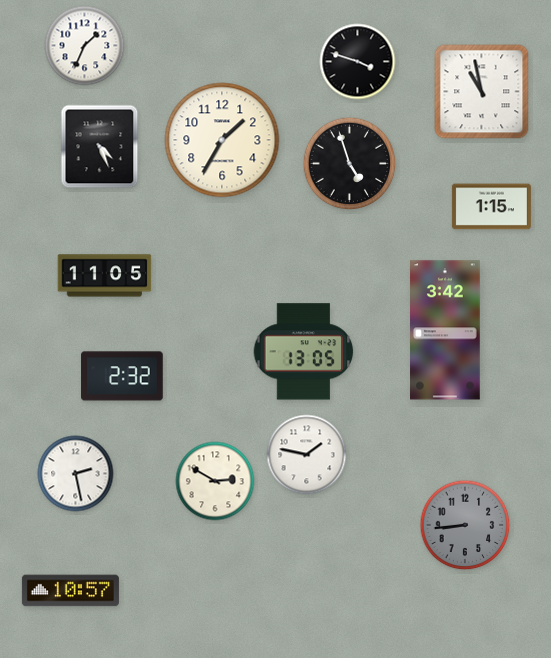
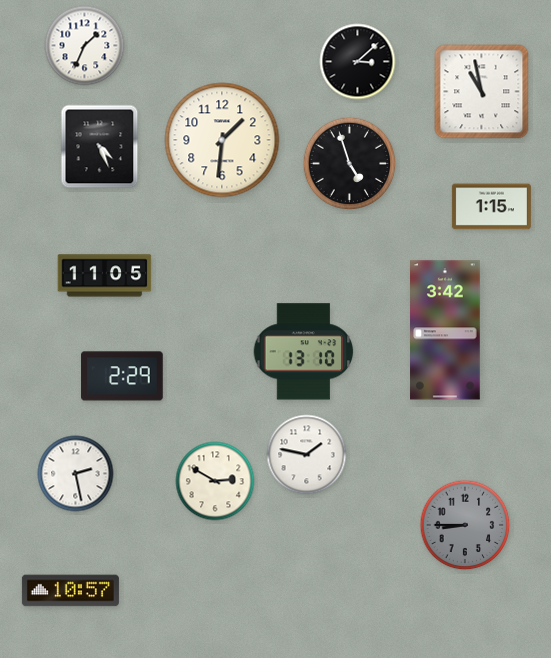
clock at (358, 62): 3:48 -> 3:08
clock at (222, 140): 1:35 -> 1:31
clock at (304, 352): 13:05 -> 13:10
clock at (122, 376): 2:32 -> 2:29
clock at (465, 525): 8:44 -> 8:45
